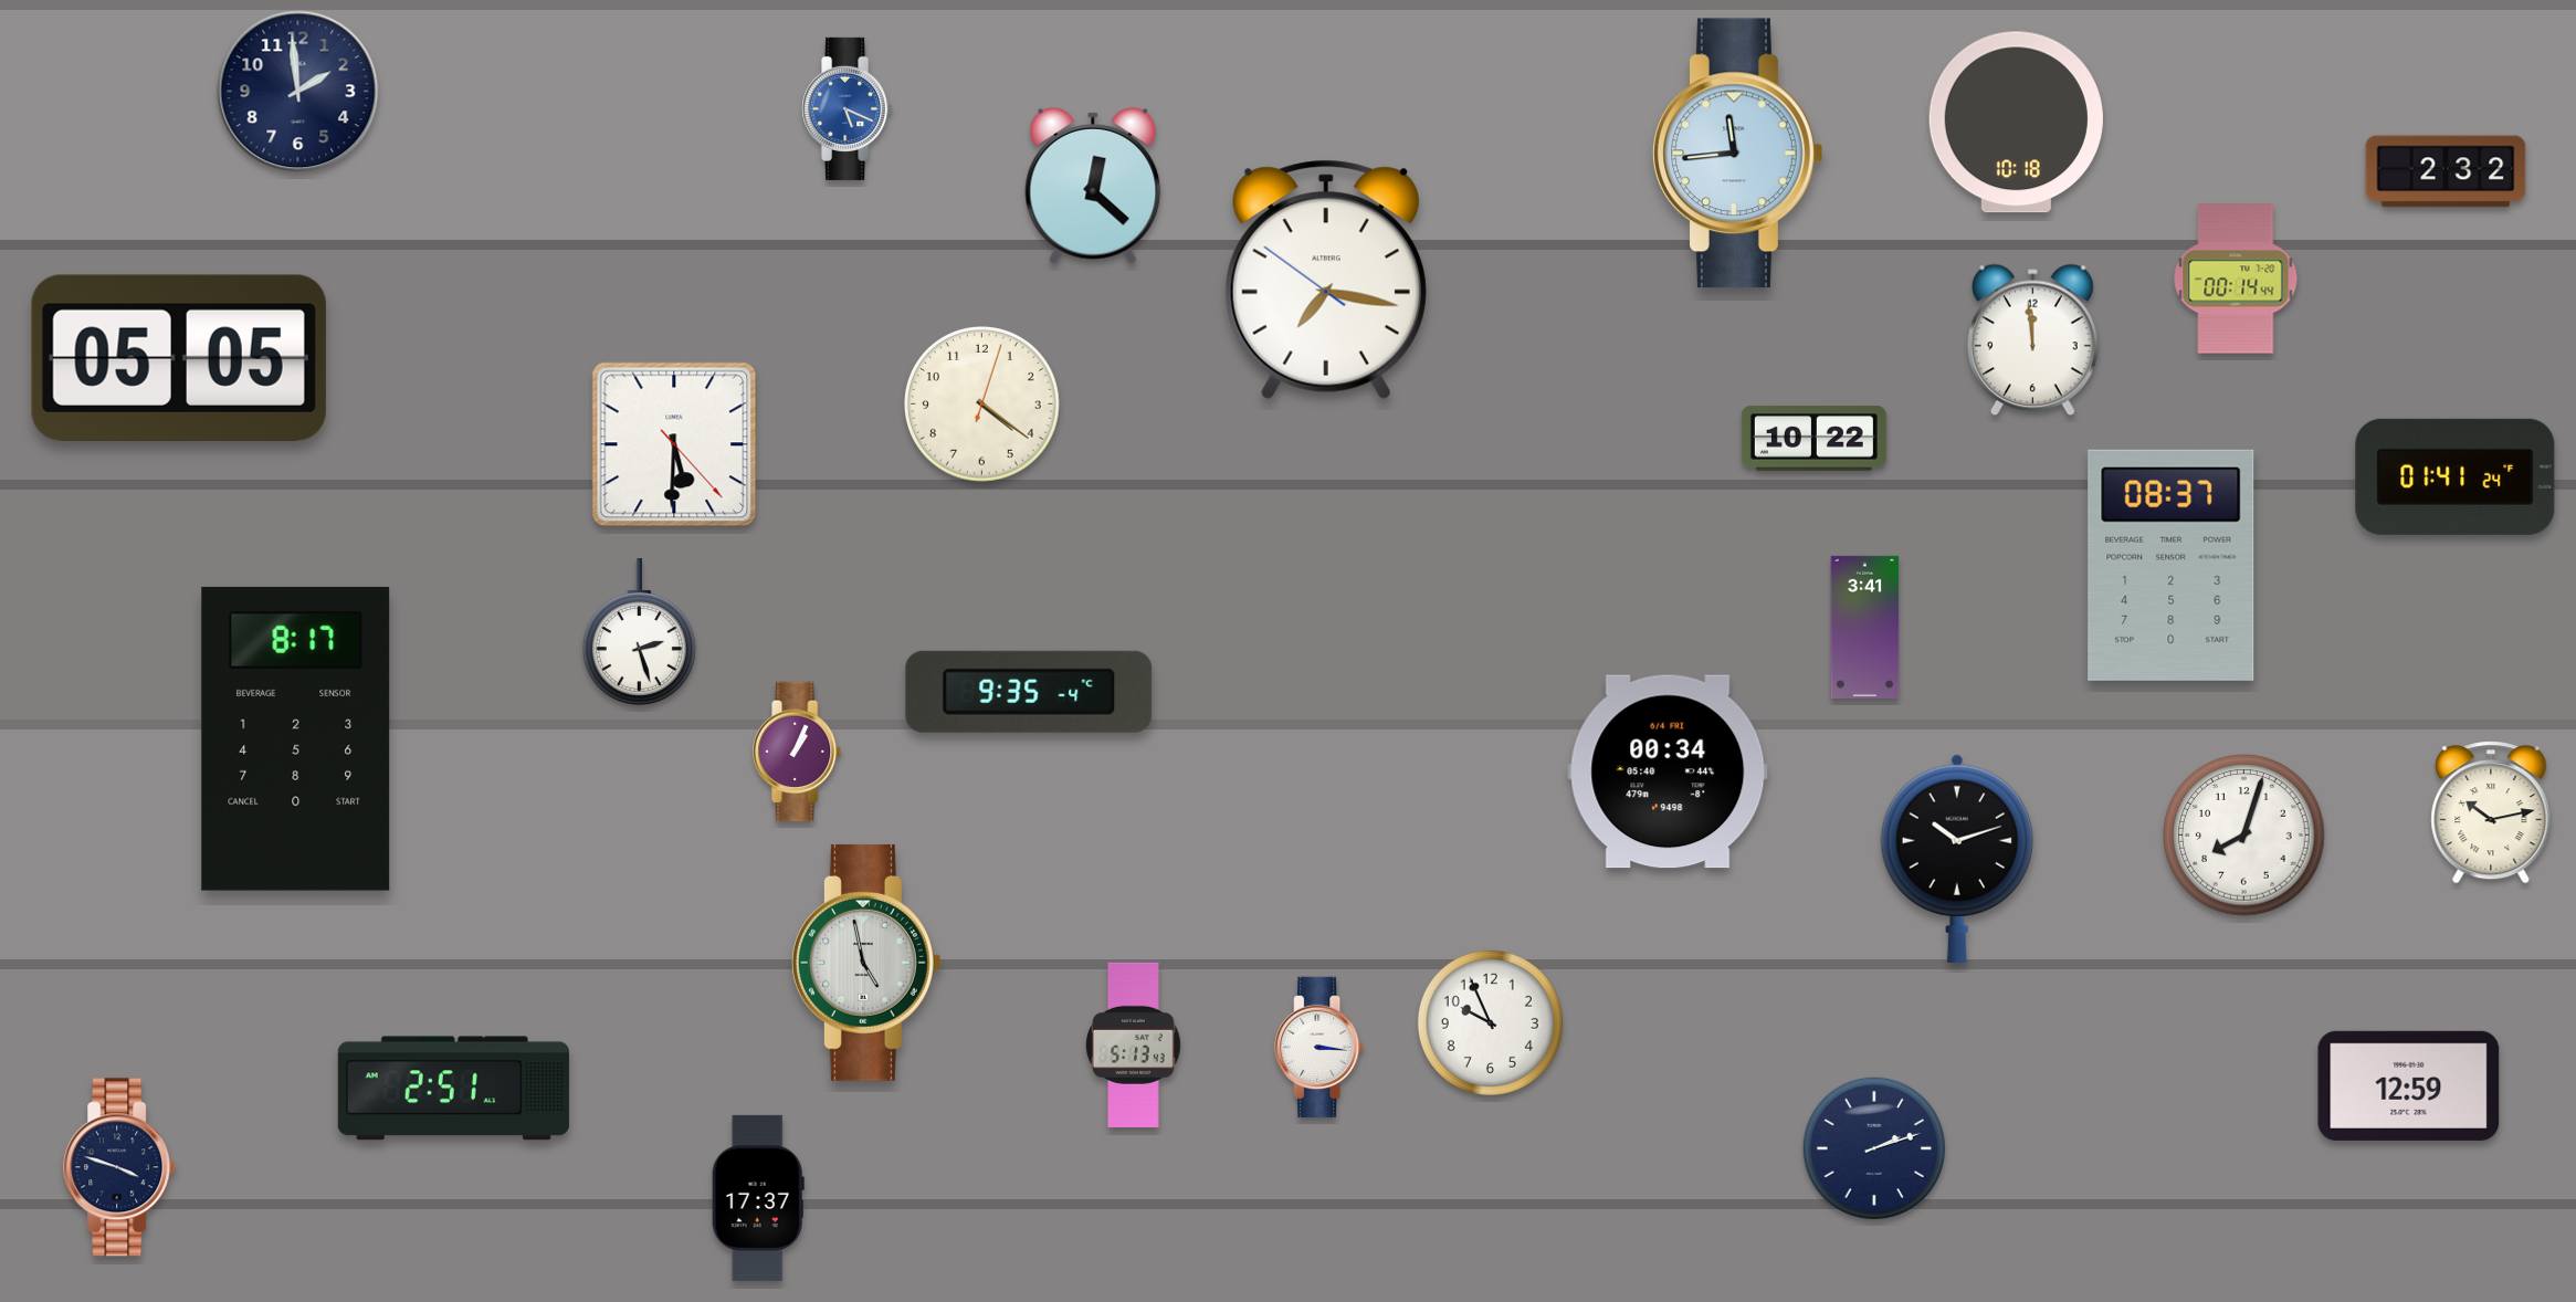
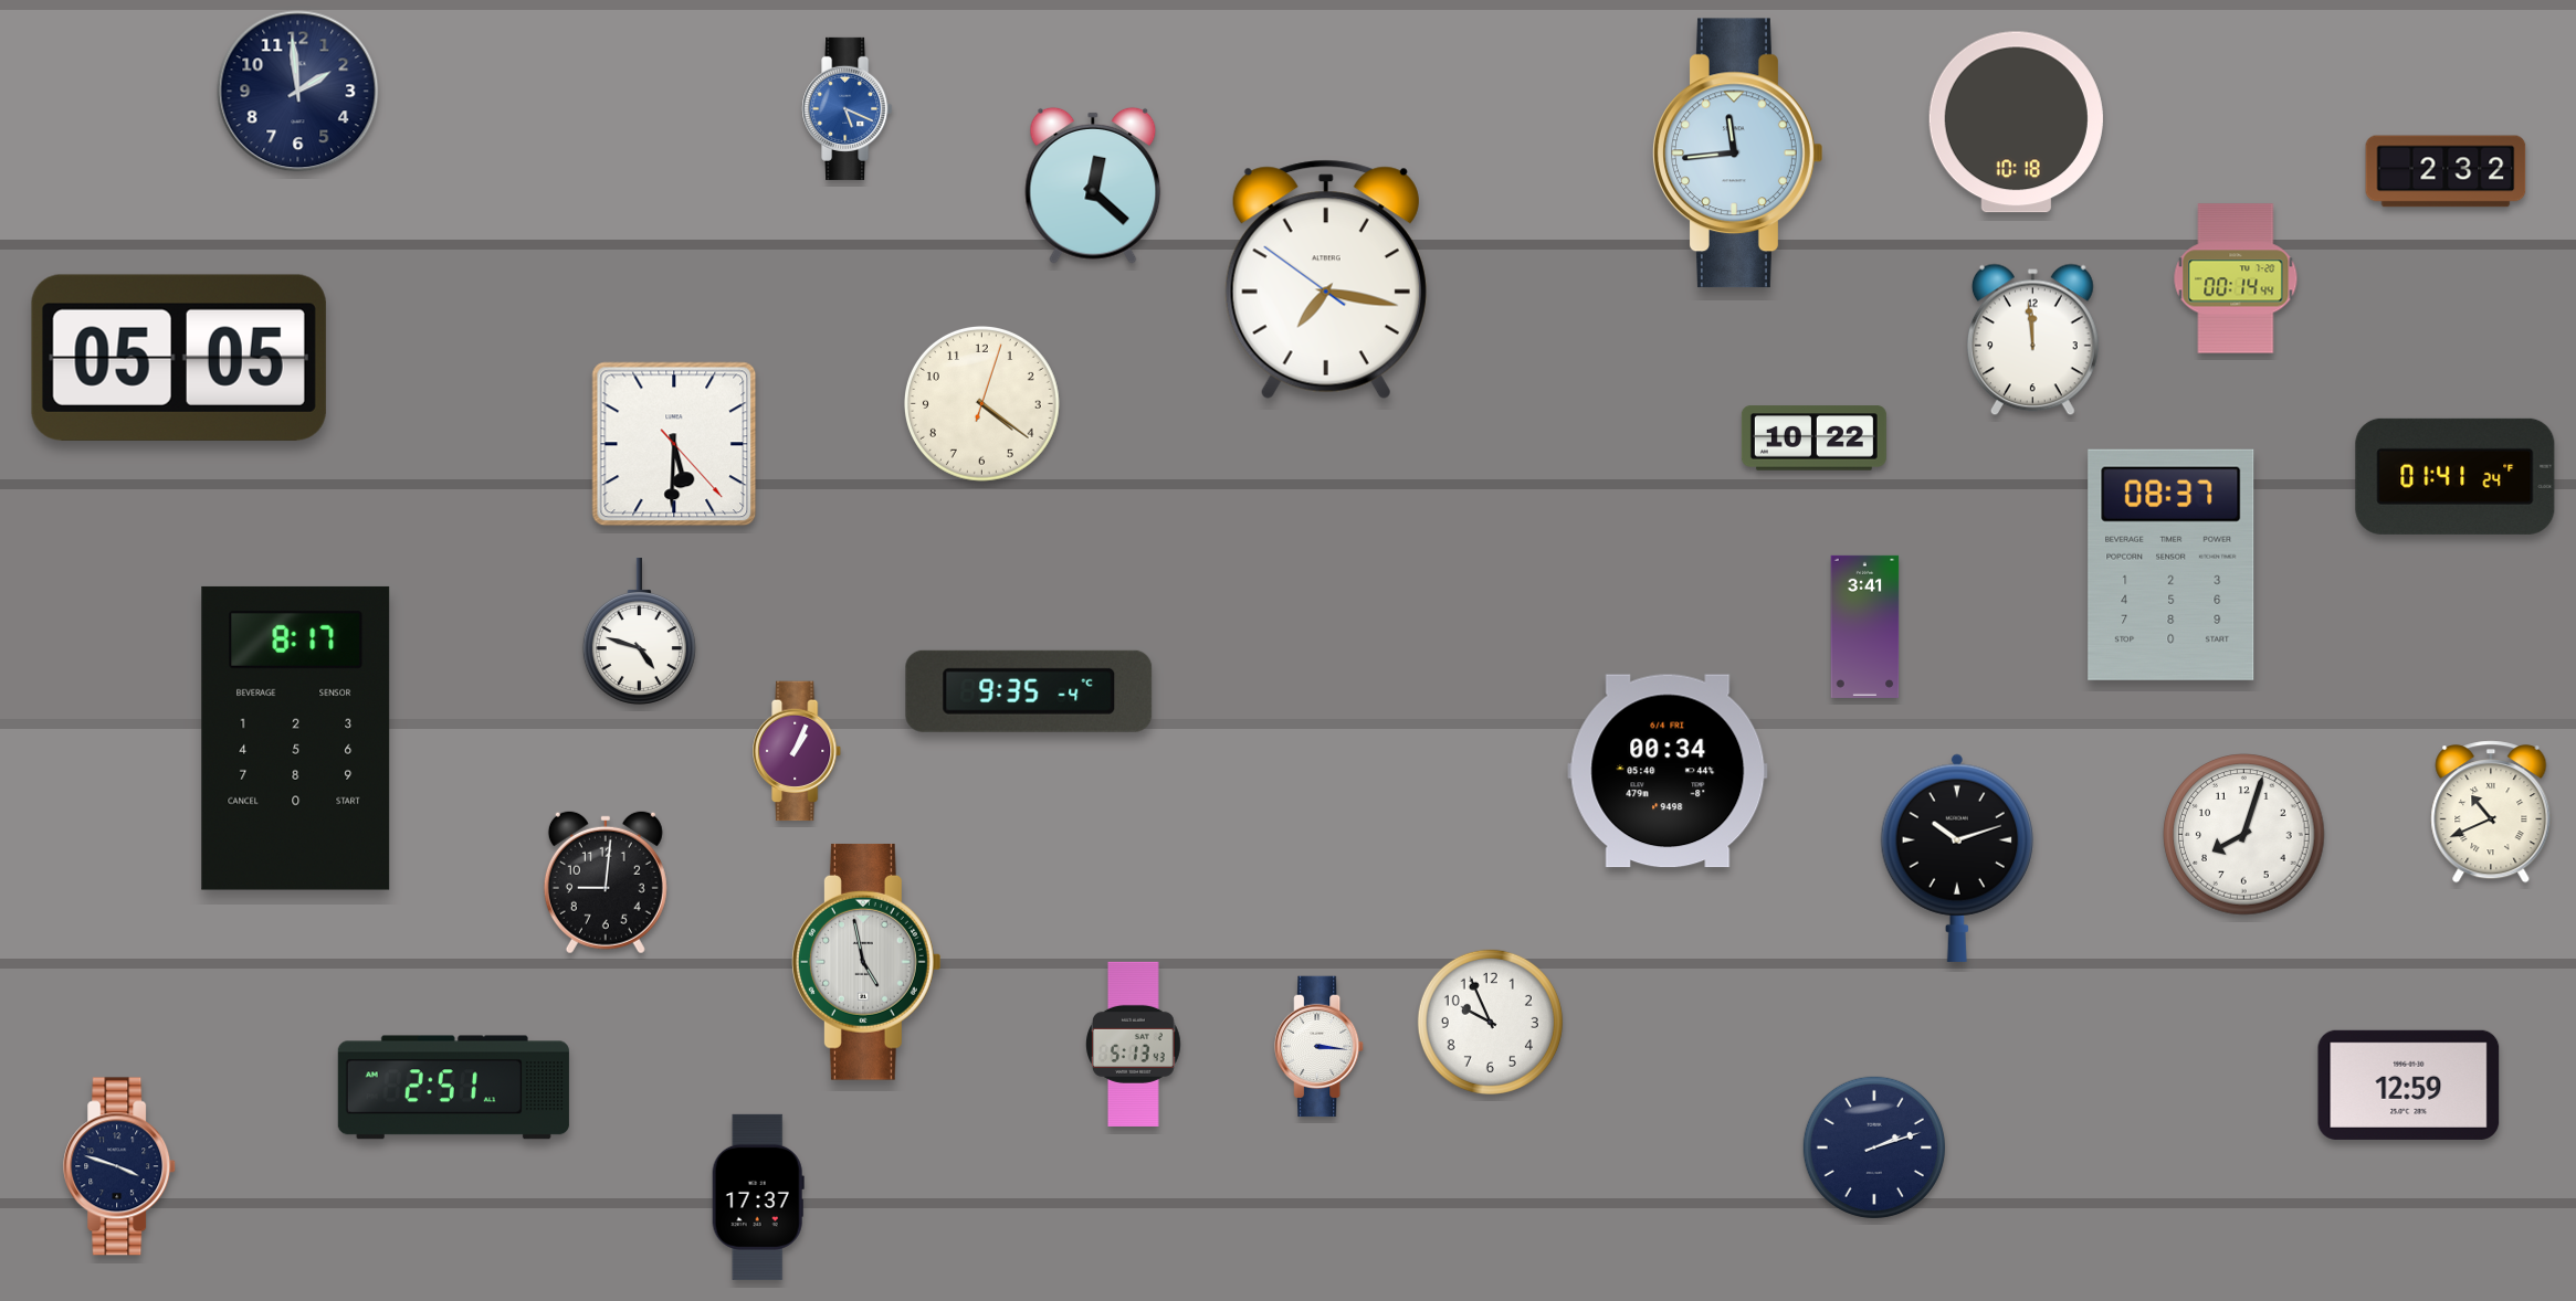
clock at (639, 632): 2:27 -> 4:48
clock at (2491, 812): 10:13 -> 10:41
clock at (606, 882): none -> 9:01
